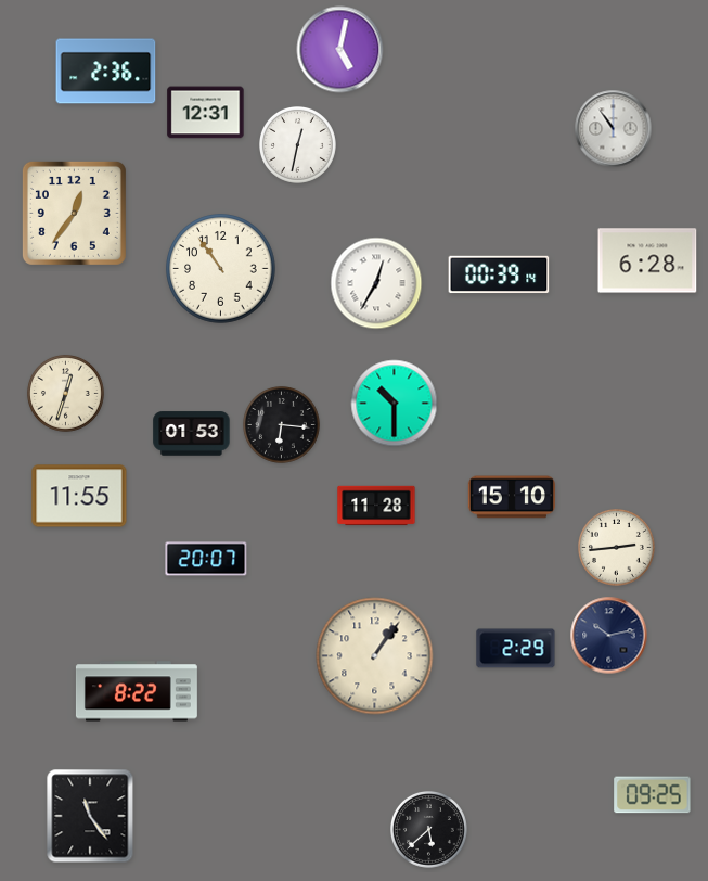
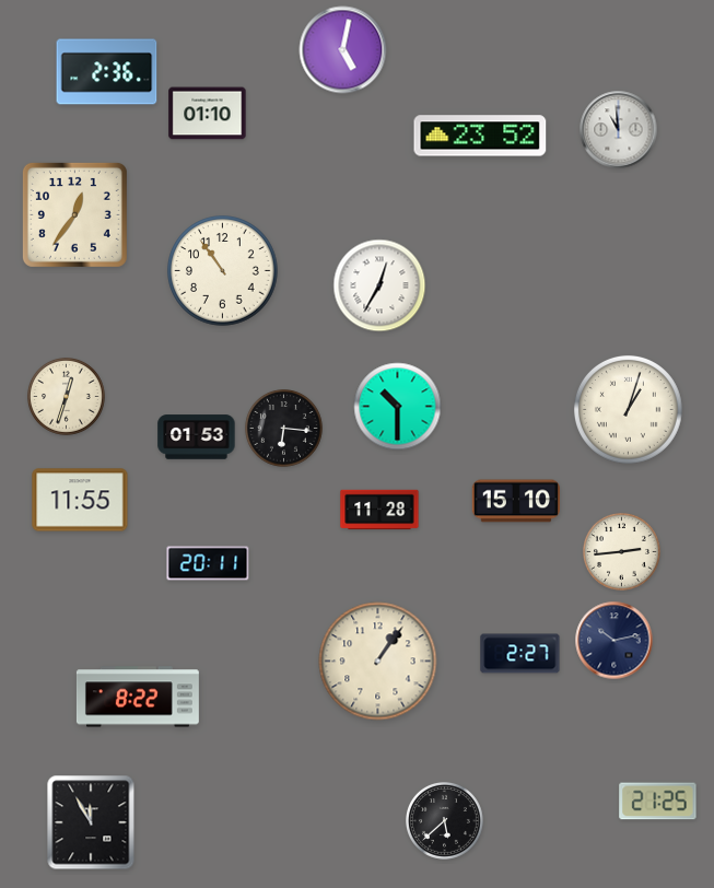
clock at (206, 113): 12:31 -> 01:10
clock at (614, 129): 10:54 -> 10:59
clock at (480, 136): none -> 23:52
clock at (298, 145): 12:32 -> none
clock at (647, 260): 6:28 -> none
clock at (499, 274): 00:39 -> none
clock at (628, 409): none -> 1:03
clock at (192, 434) position: (192, 434) -> (197, 437)
clock at (206, 559): 20:07 -> 20:11
clock at (516, 649): 2:29 -> 2:27
clock at (653, 795): 09:25 -> 21:25
clock at (90, 816): 11:24 -> 11:55
clock at (429, 830) position: (429, 830) -> (445, 821)
